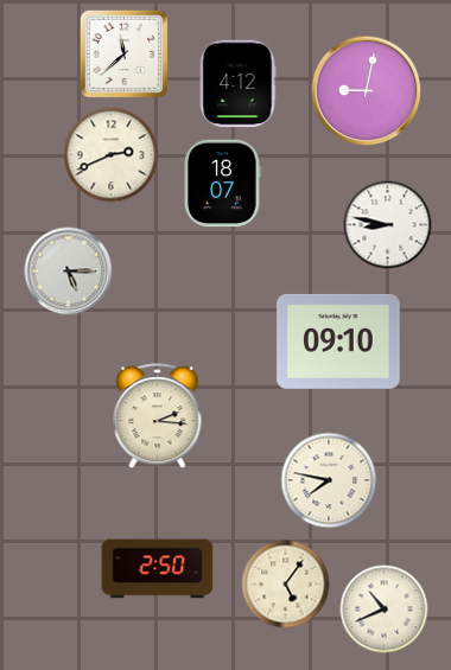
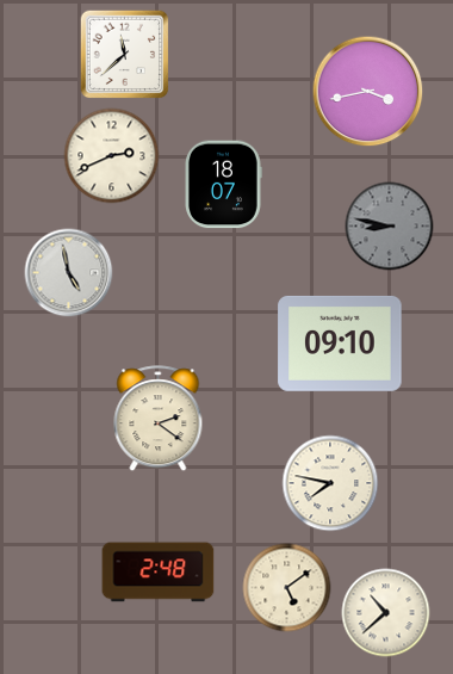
clock at (237, 84): 4:12 -> none
clock at (367, 91): 9:02 -> 3:43
clock at (388, 225) dial: white -> grey
clock at (69, 272): 5:15 -> 4:58
clock at (158, 416): 2:16 -> 2:21
clock at (158, 569): 2:50 -> 2:48
clock at (286, 585): 5:06 -> 5:09
clock at (385, 610): 10:41 -> 10:38
